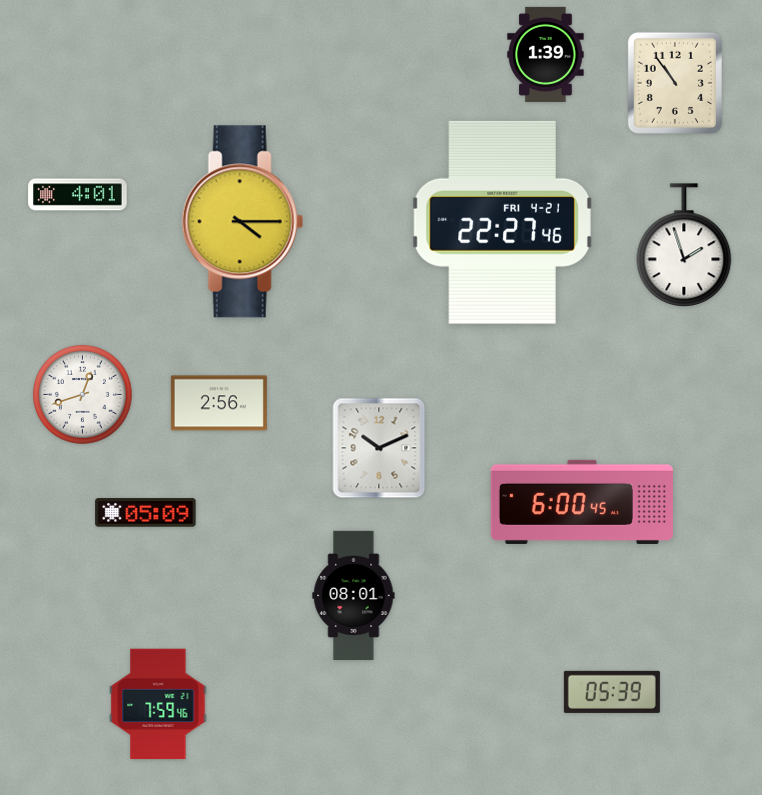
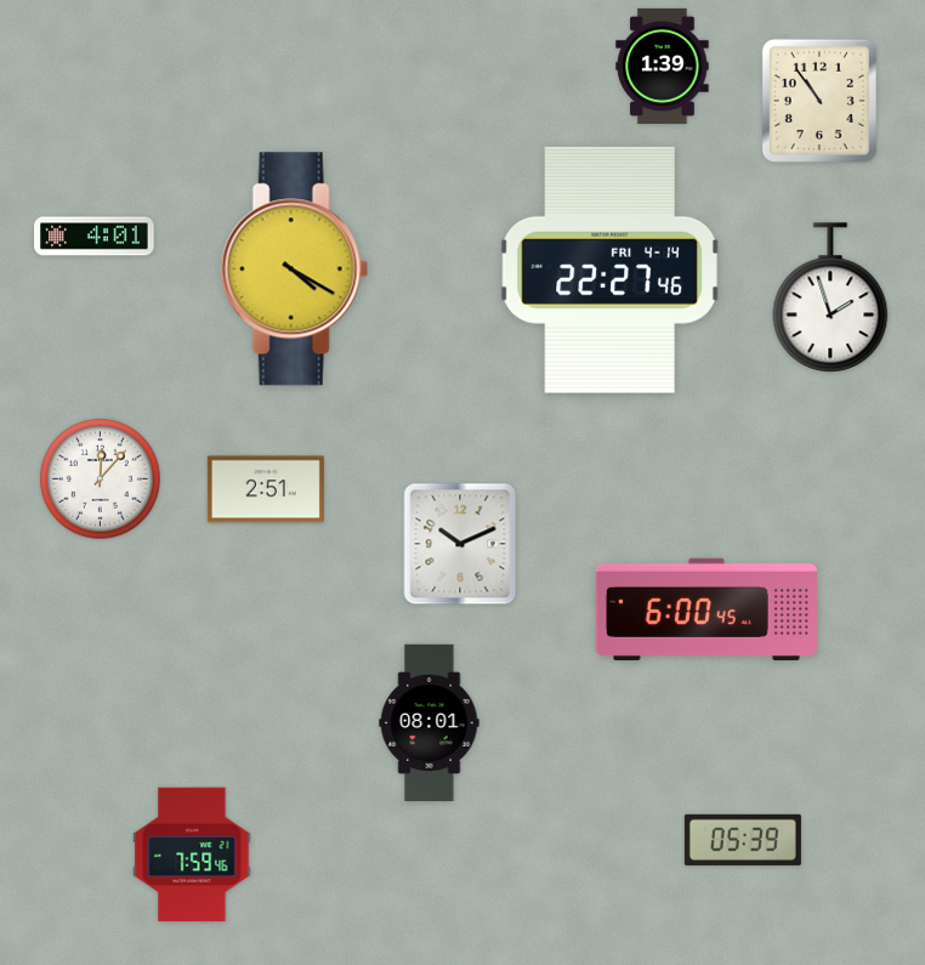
clock at (242, 222): 4:15 -> 4:20
clock at (502, 222) date: FRI 4-21 -> FRI 4-14
clock at (82, 394): 12:42 -> 12:07
clock at (219, 403): 2:56 -> 2:51
clock at (146, 513): 05:09 -> none
